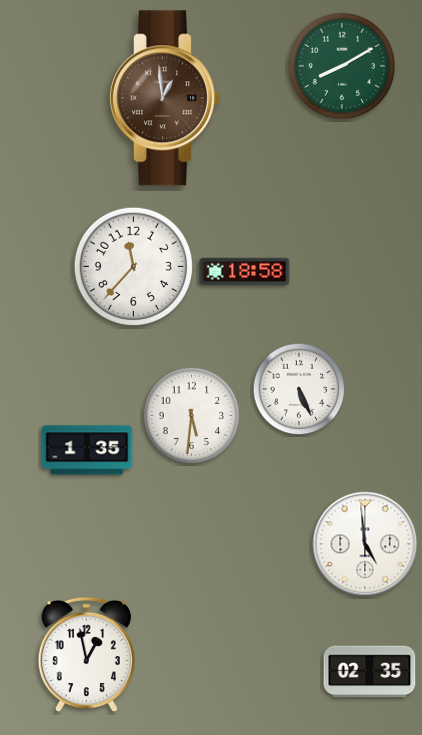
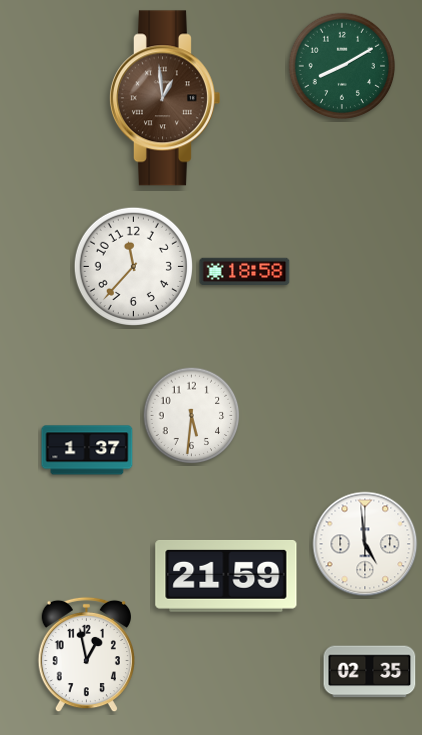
clock at (299, 389): 5:26 -> none
clock at (87, 450): 1:35 -> 1:37
clock at (226, 576): none -> 21:59
